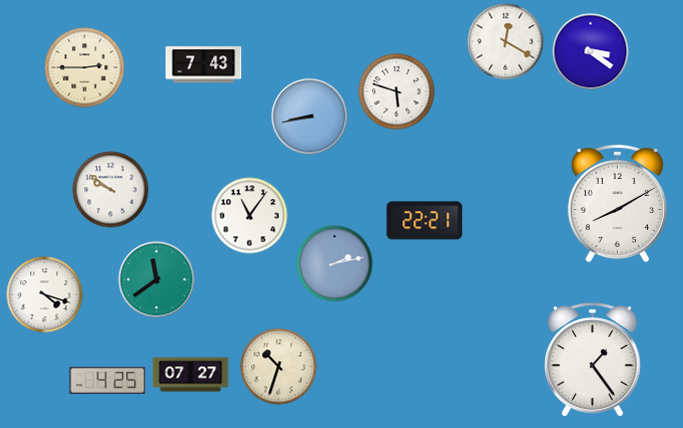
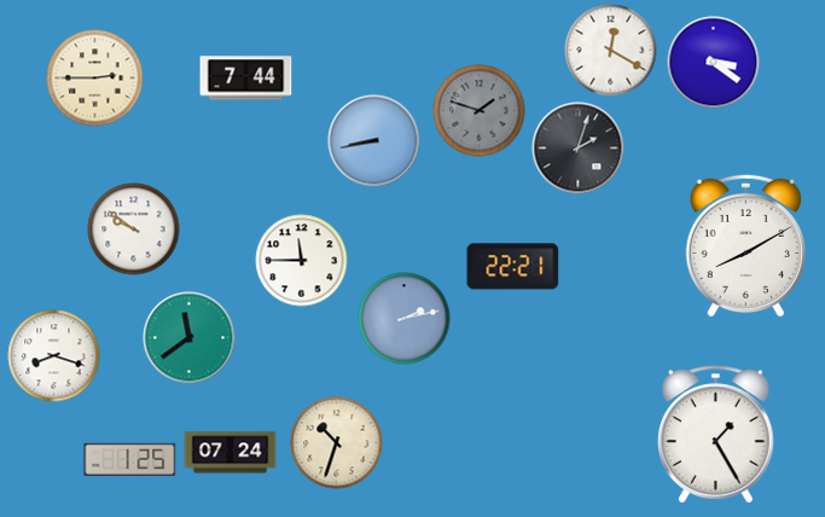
clock at (204, 65): 7:43 -> 7:44
clock at (85, 68) position: (85, 68) -> (95, 79)
clock at (397, 92): 5:48 -> 1:48
clock at (397, 92) dial: white -> grey
clock at (579, 149): none -> 2:03
clock at (250, 216): 11:06 -> 11:45
clock at (45, 295): 4:18 -> 8:18
clock at (593, 360): 1:24 -> 1:25
clock at (191, 375): 07:27 -> 07:24
clock at (108, 380): 4:25 -> 1:25
